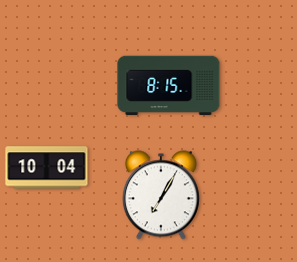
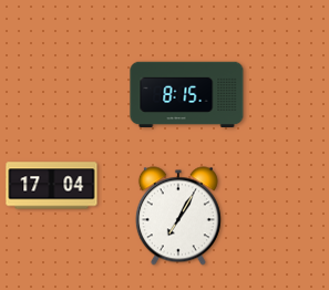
clock at (47, 168): 10:04 -> 17:04
